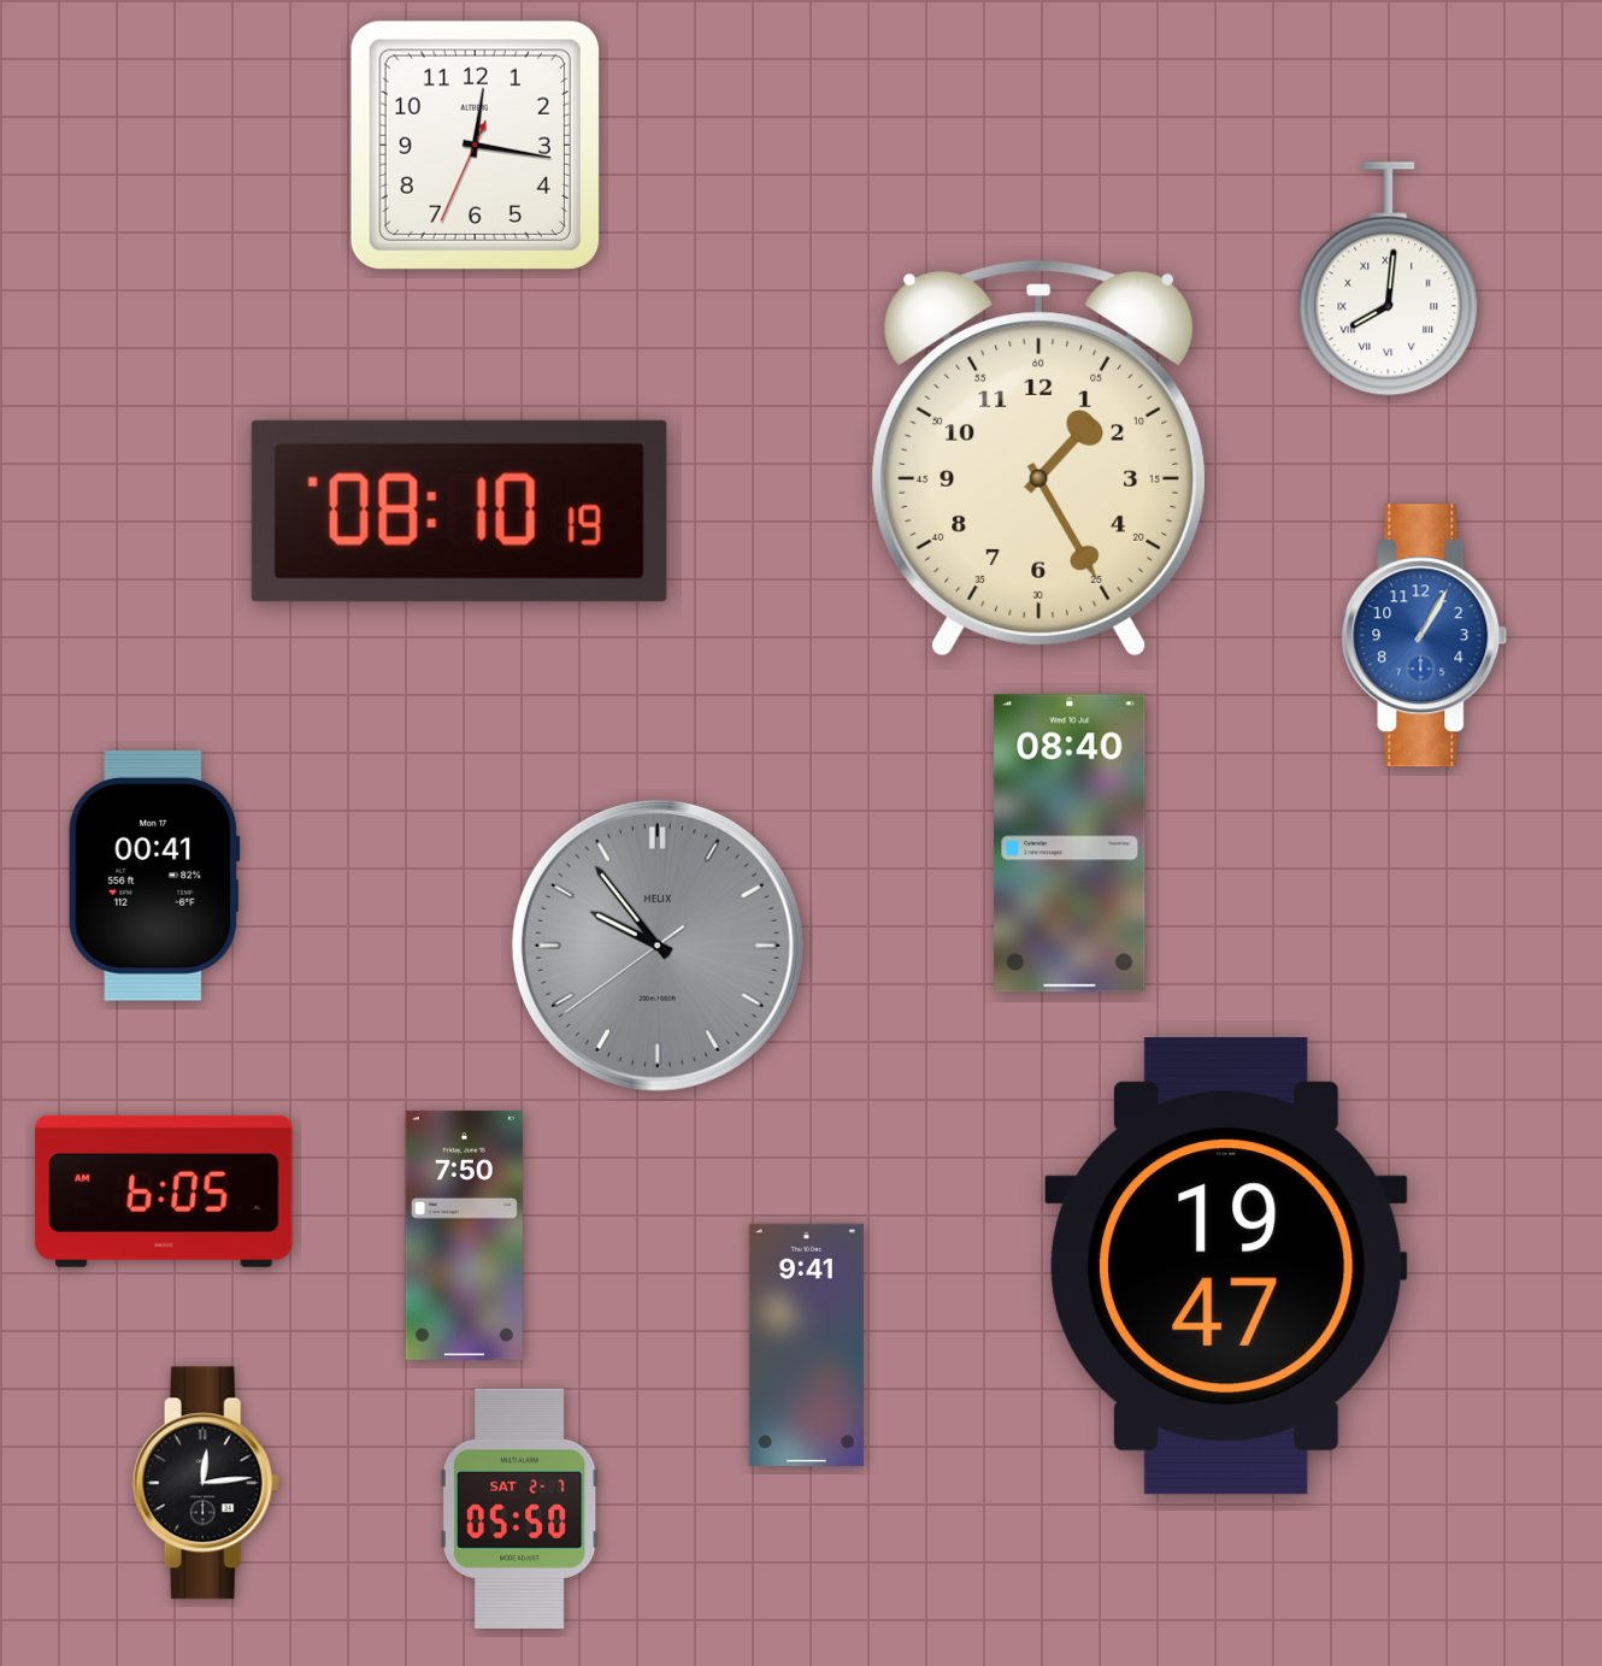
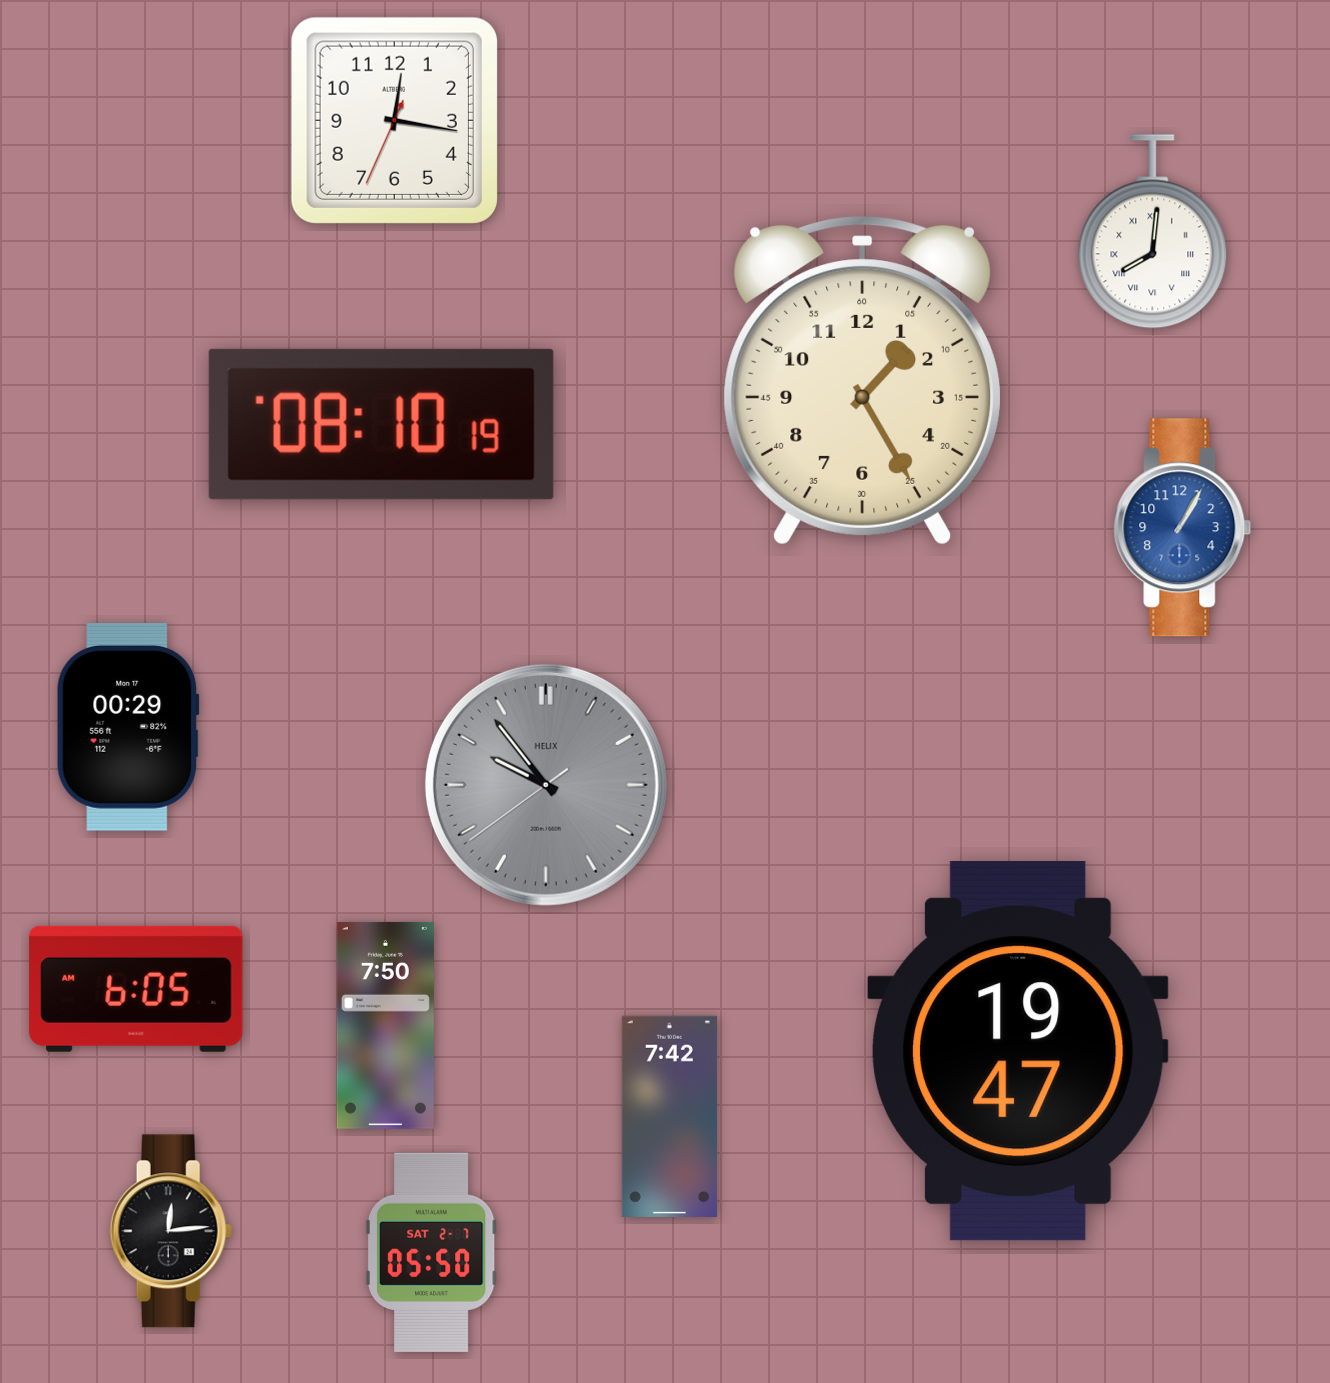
clock at (1070, 843): 08:40 -> none
clock at (154, 876): 00:41 -> 00:29
clock at (806, 1344): 9:41 -> 7:42
